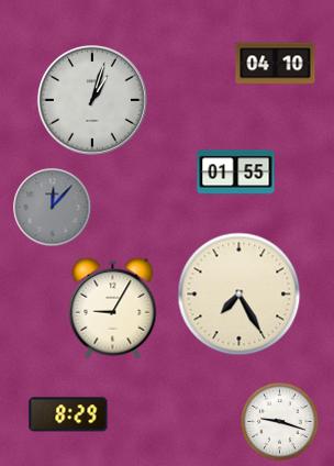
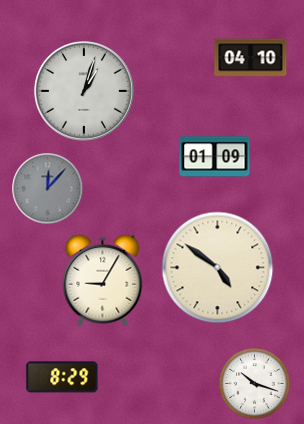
clock at (236, 173): 01:55 -> 01:09
clock at (240, 295): 7:25 -> 4:51
clock at (280, 422): 9:18 -> 10:18
